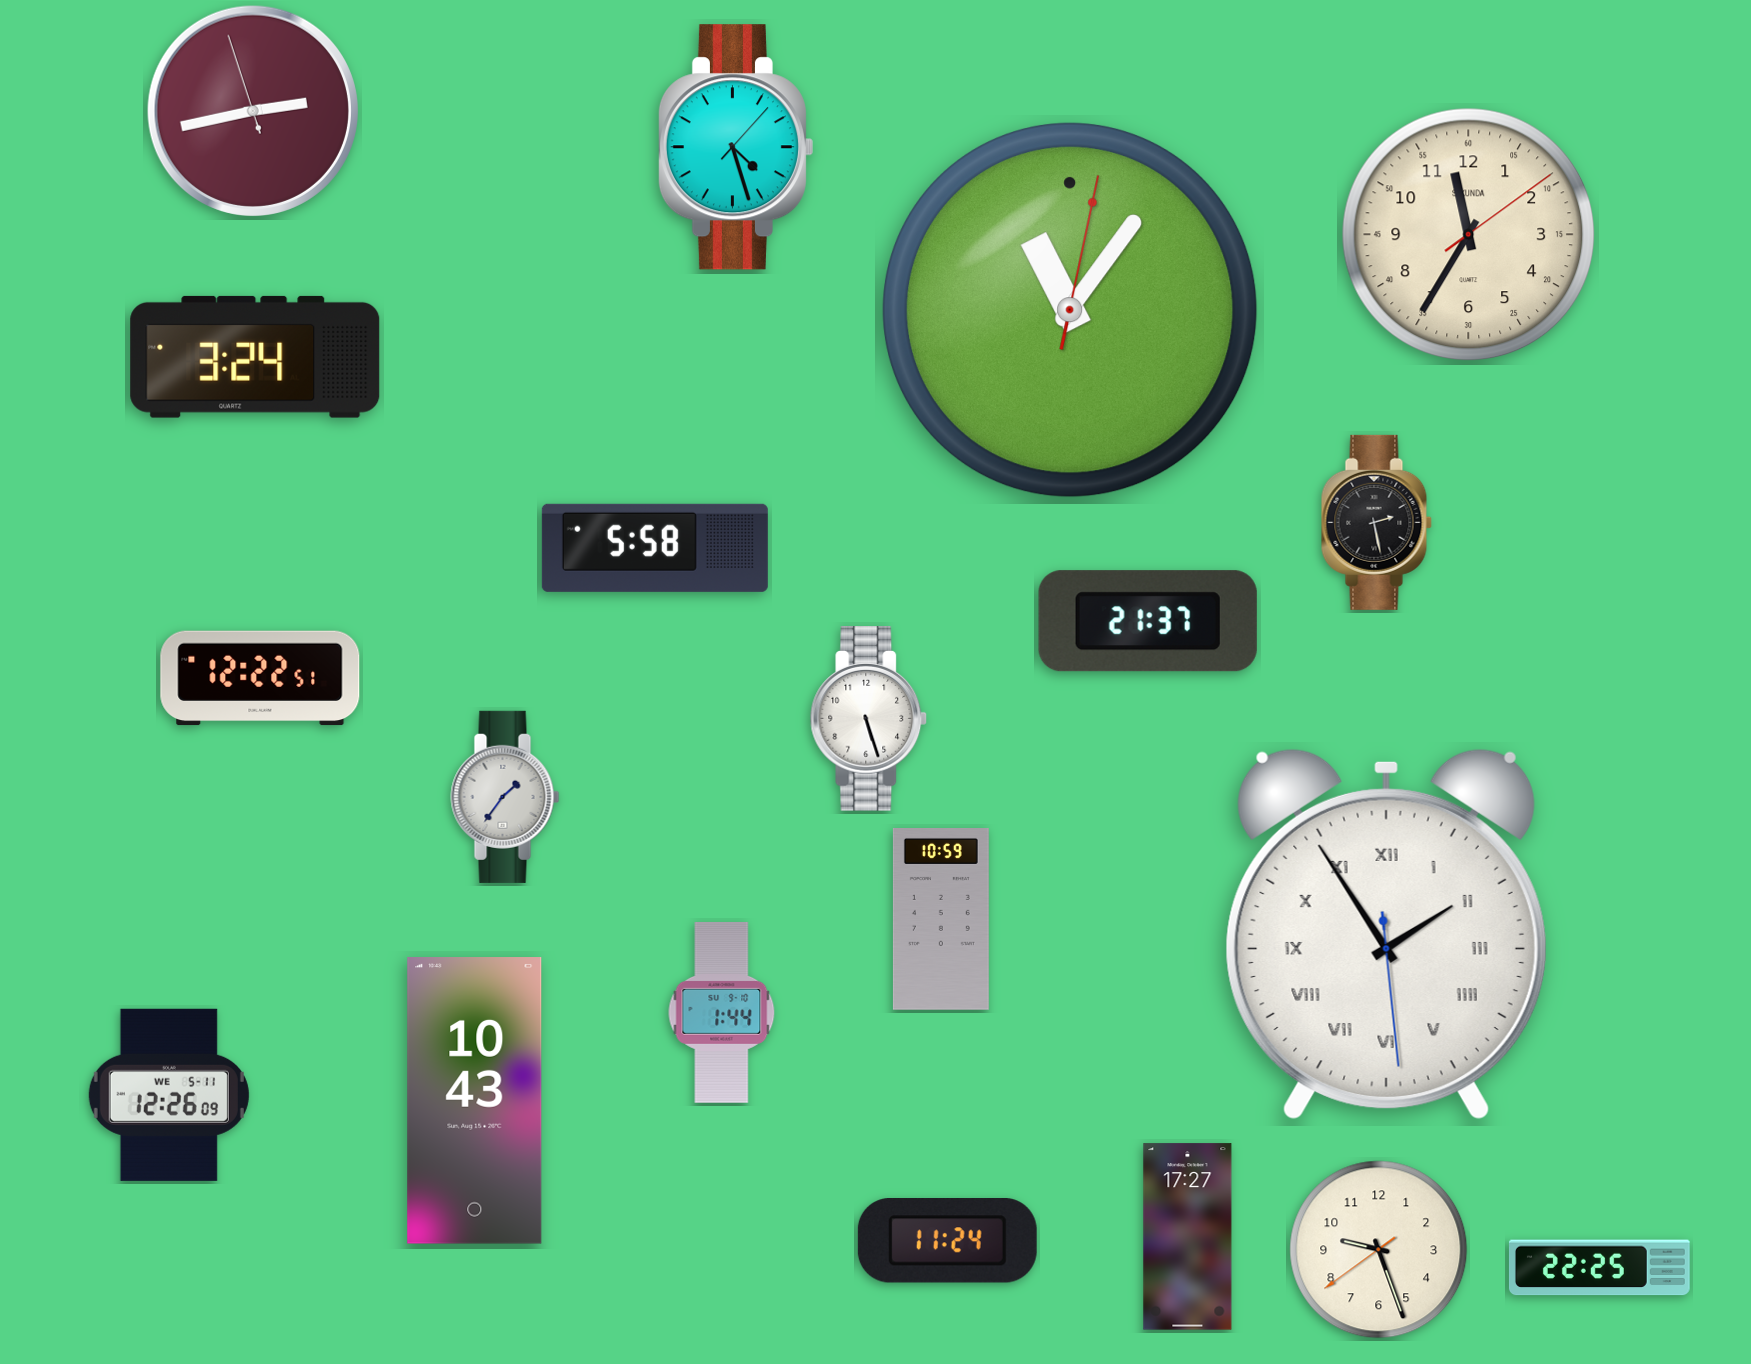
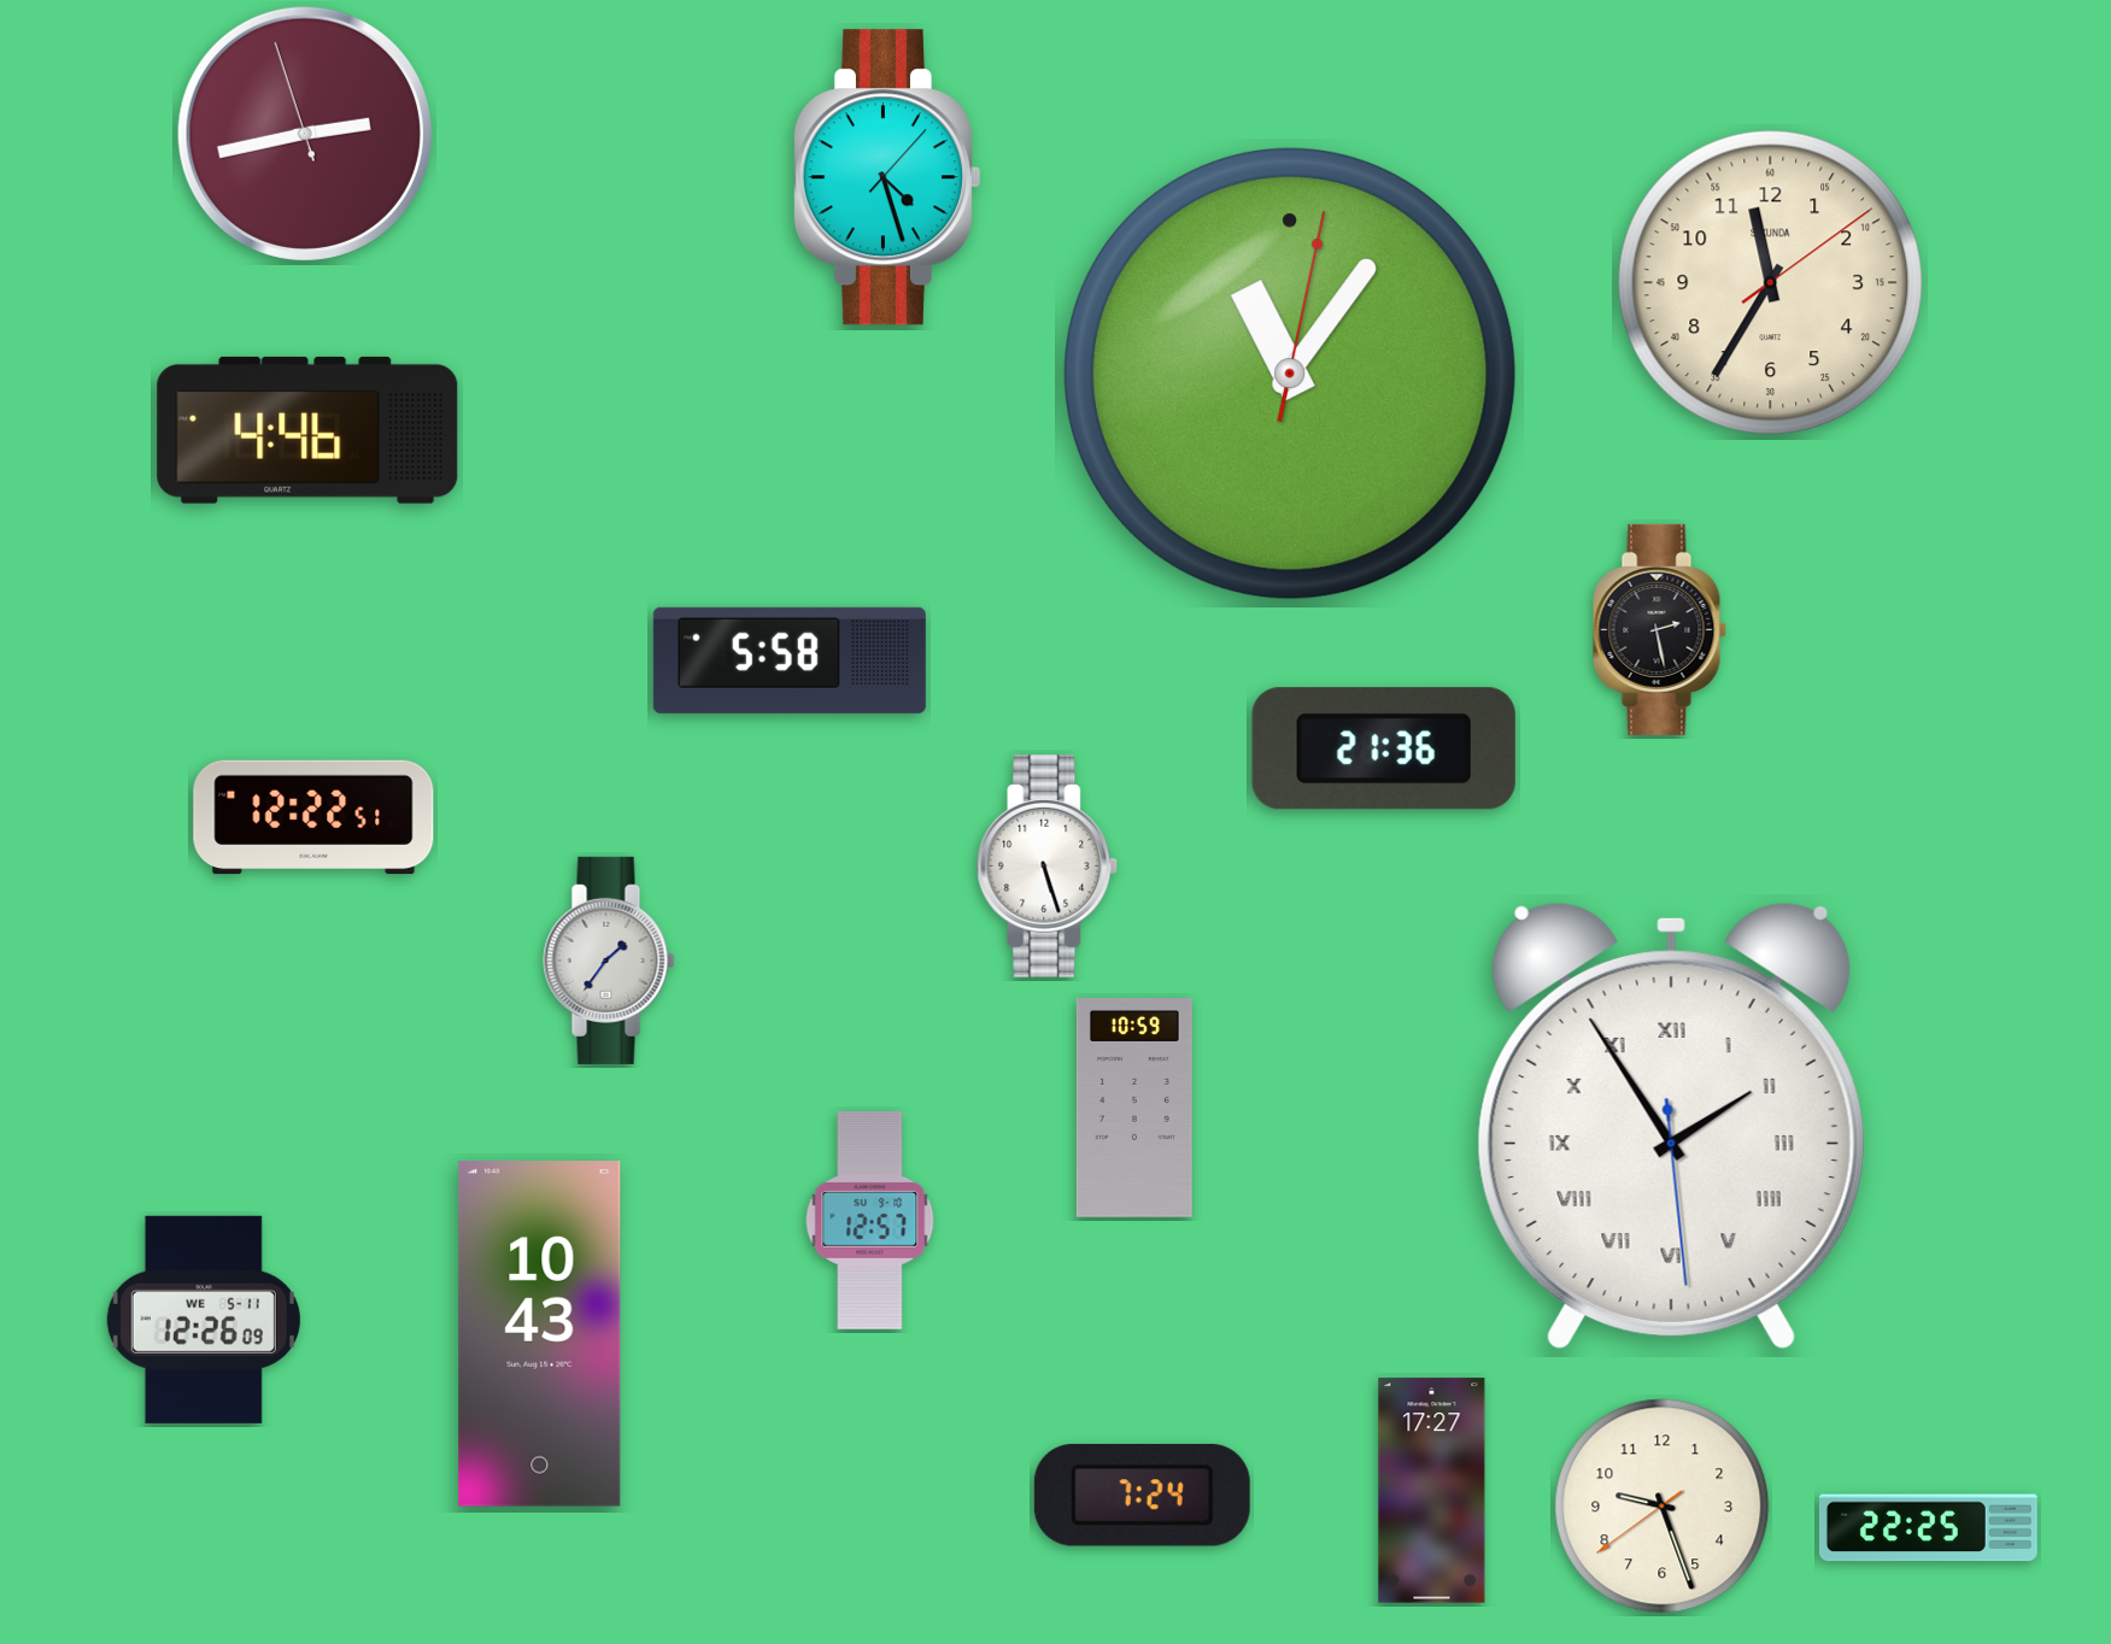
clock at (255, 357): 3:24 -> 4:46
clock at (1148, 621): 21:37 -> 21:36
clock at (722, 1012): 1:44 -> 12:57
clock at (475, 1101) position: (475, 1101) -> (540, 1334)
clock at (947, 1241): 11:24 -> 7:24
